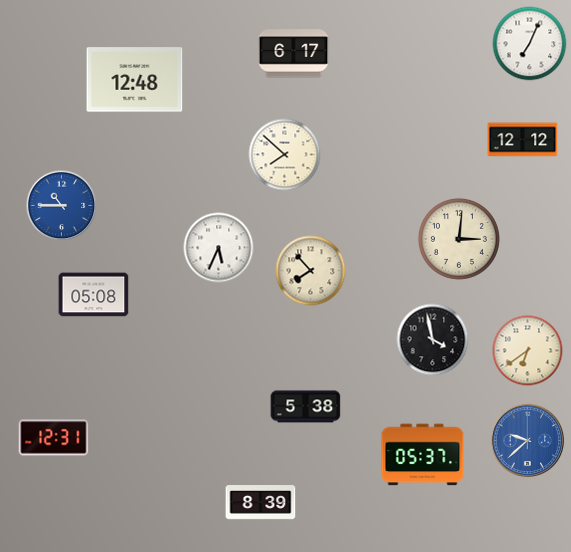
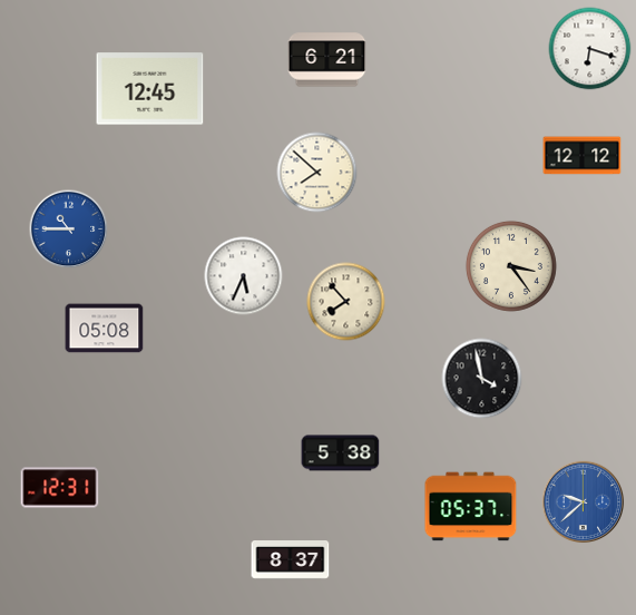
clock at (530, 44): 7:04 -> 6:18
clock at (294, 54): 6:17 -> 6:21
clock at (135, 80): 12:48 -> 12:45
clock at (459, 239): 3:01 -> 3:24
clock at (528, 351): 6:39 -> none
clock at (528, 441) position: (528, 441) -> (584, 502)
clock at (261, 503): 8:39 -> 8:37
